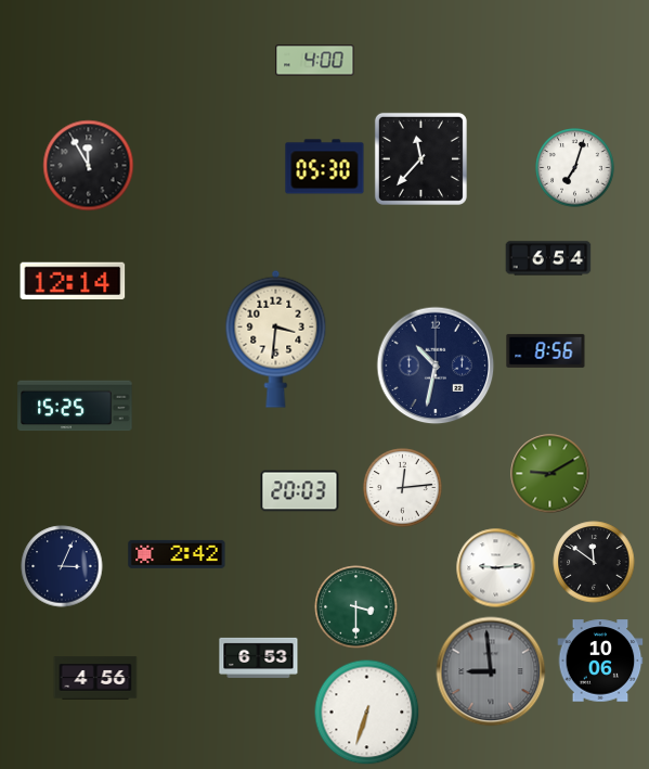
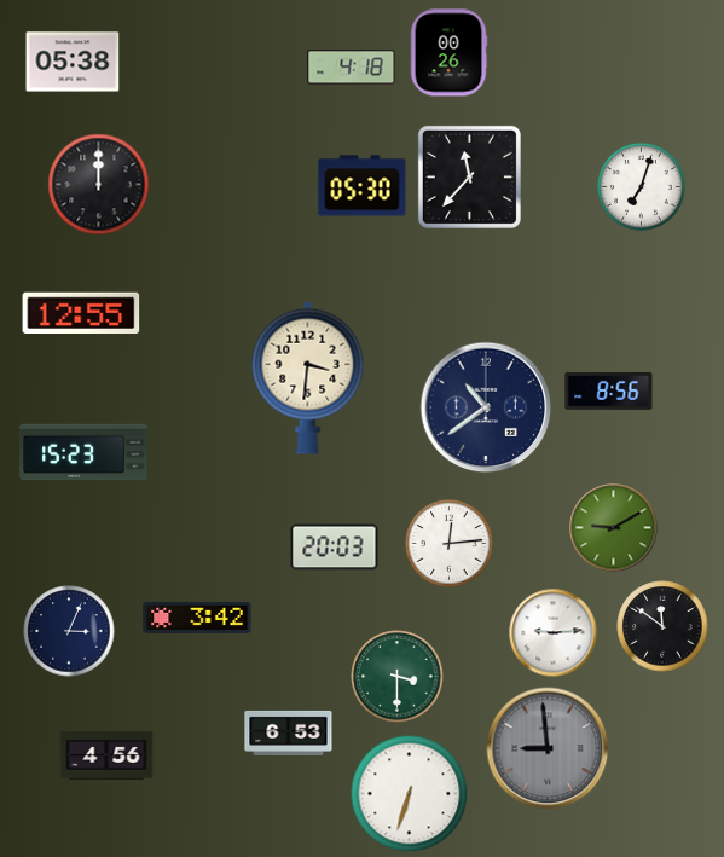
clock at (448, 53): none -> 00:26
clock at (73, 62): none -> 05:38
clock at (315, 61): 4:00 -> 4:18
clock at (89, 166): 11:55 -> 12:00
clock at (548, 258): 6:54 -> none
clock at (73, 281): 12:14 -> 12:55
clock at (436, 366): 10:32 -> 10:39
clock at (75, 406): 15:25 -> 15:23
clock at (177, 554): 2:42 -> 3:42
clock at (600, 661): 10:06 -> none
